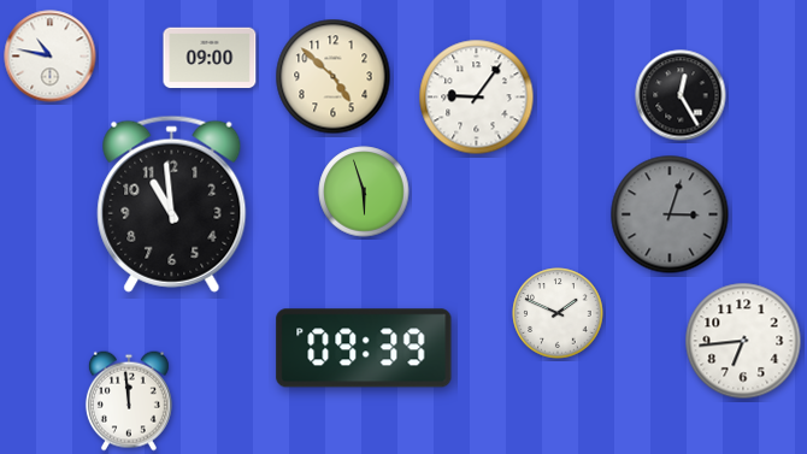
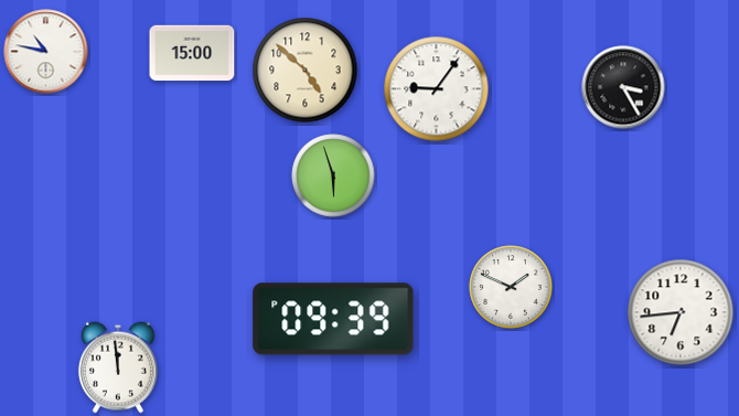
clock at (210, 58): 09:00 -> 15:00
clock at (681, 95): 12:25 -> 3:25
clock at (172, 204): 10:59 -> none
clock at (670, 214): 3:03 -> none
